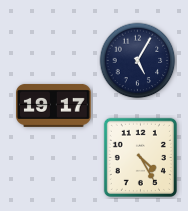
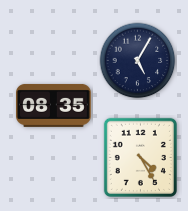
clock at (54, 105): 19:17 -> 08:35
